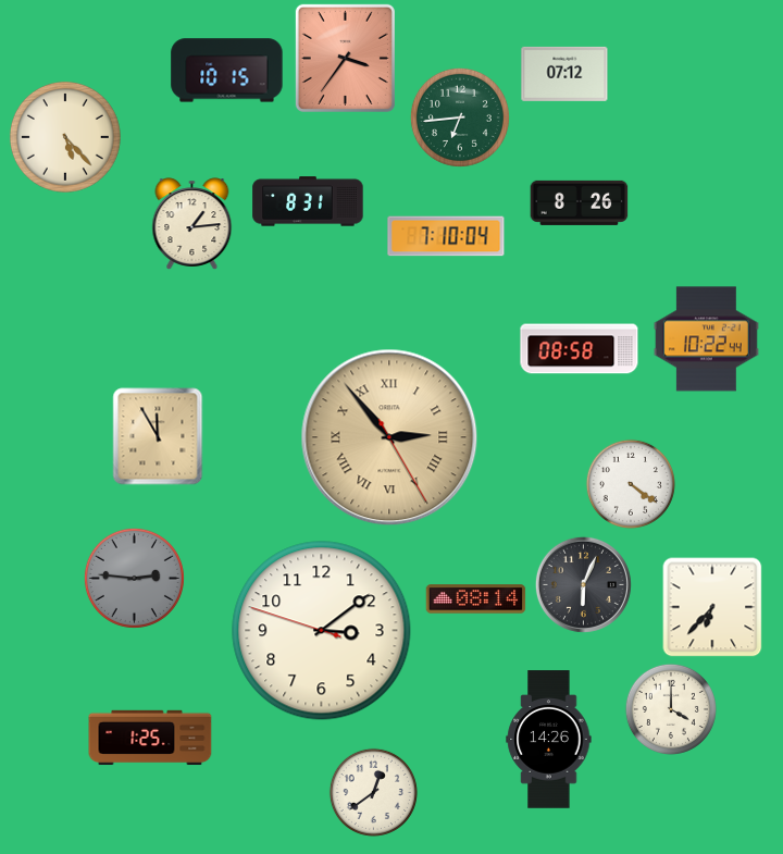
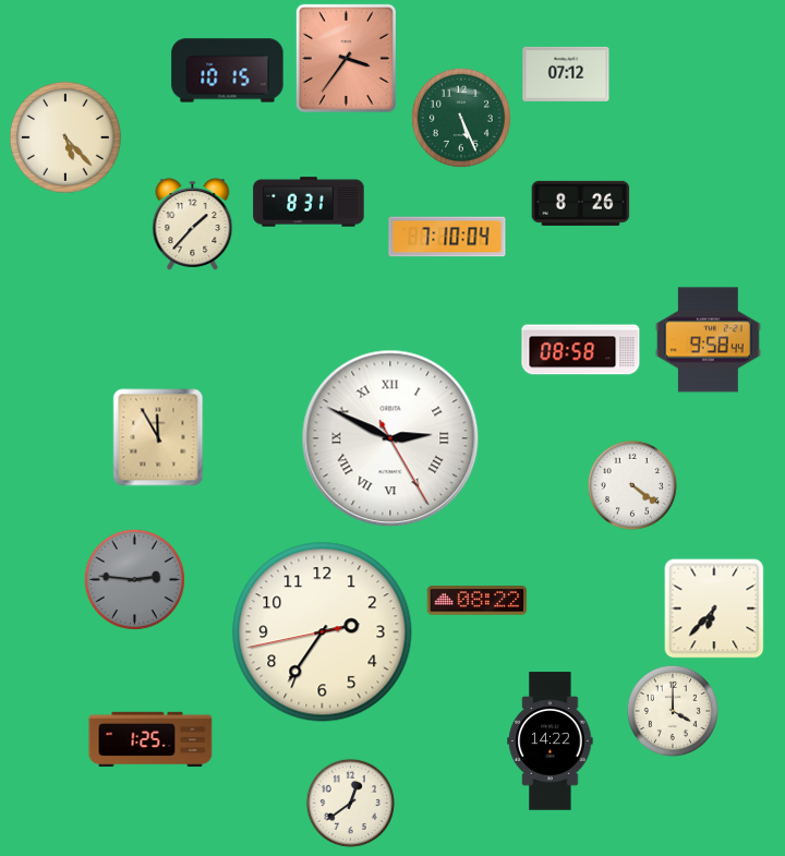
clock at (460, 117): 6:44 -> 5:26
clock at (192, 223): 1:14 -> 1:37
clock at (706, 339): 10:22 -> 9:58
clock at (389, 437): 2:53 -> 2:49
clock at (389, 437) dial: champagne -> white
clock at (583, 584): 6:04 -> none
clock at (476, 599): 08:14 -> 08:22
clock at (322, 631): 3:08 -> 2:35
clock at (549, 740): 14:26 -> 14:22
clock at (373, 792) position: (373, 792) -> (350, 803)
